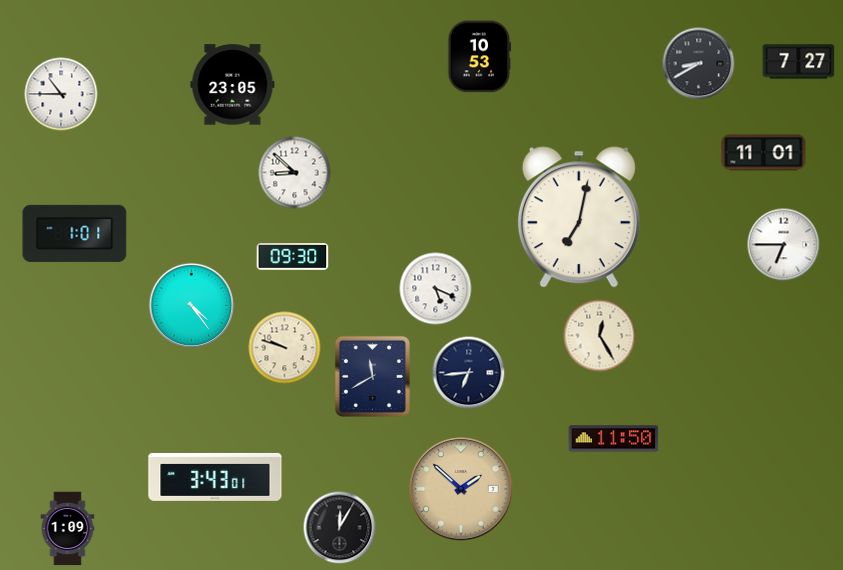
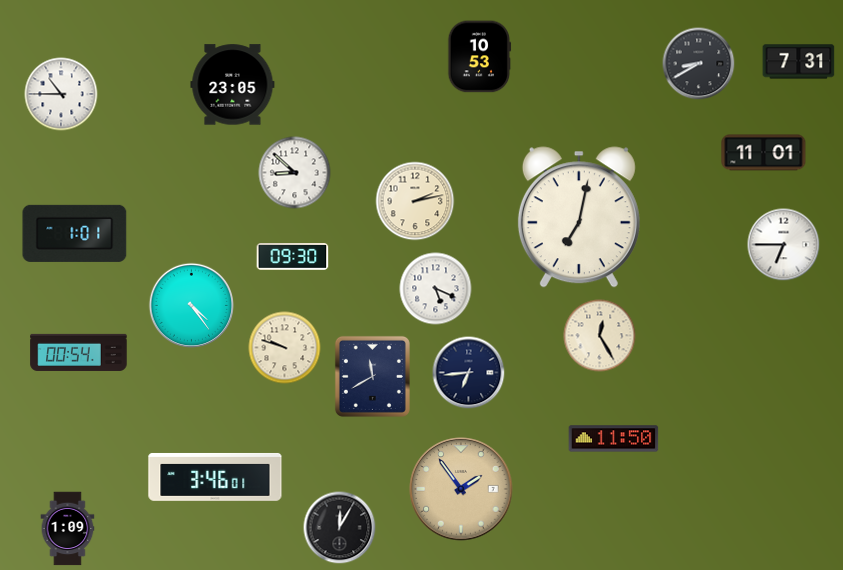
clock at (799, 62): 7:27 -> 7:31
clock at (415, 201): none -> 2:13
clock at (79, 352): none -> 00:54
clock at (215, 477): 3:43 -> 3:46
clock at (461, 489): 1:52 -> 1:54
